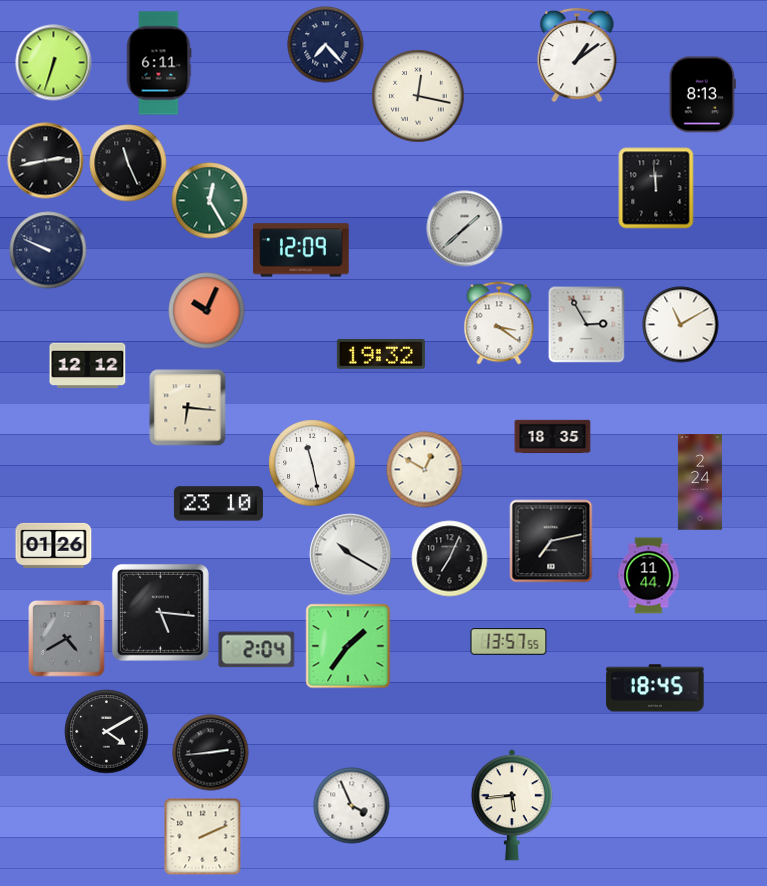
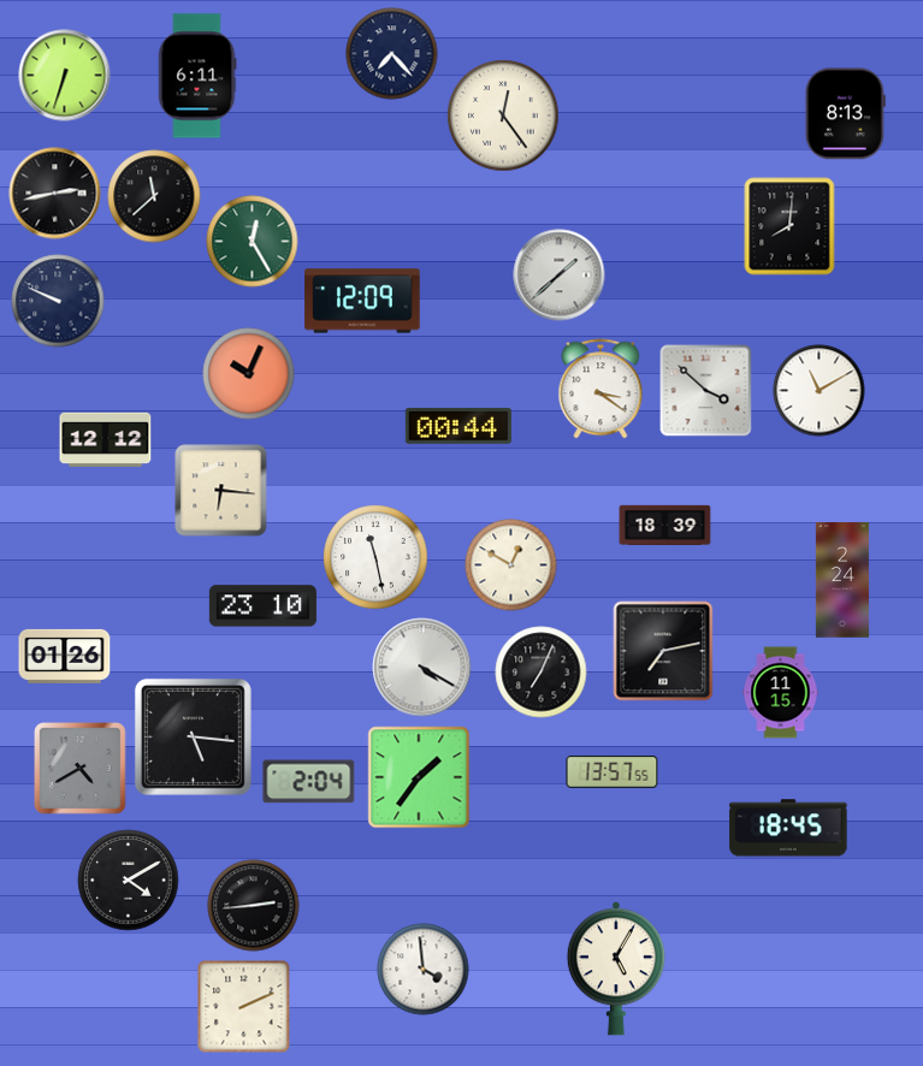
clock at (577, 55): 1:09 -> none
clock at (159, 63) position: (159, 63) -> (197, 76)
clock at (418, 96): 12:17 -> 12:24
clock at (128, 163): 11:26 -> 11:38
clock at (656, 188): 11:59 -> 8:01
clock at (587, 325): 2:55 -> 3:52
clock at (381, 354): 19:32 -> 00:44
clock at (188, 408) position: (188, 408) -> (221, 491)
clock at (553, 437): 18:35 -> 18:39
clock at (351, 555): 10:20 -> 4:20
clock at (649, 576): 11:44 -> 11:15
clock at (512, 805): 5:44 -> 5:05
clock at (352, 806): 3:56 -> 3:59
